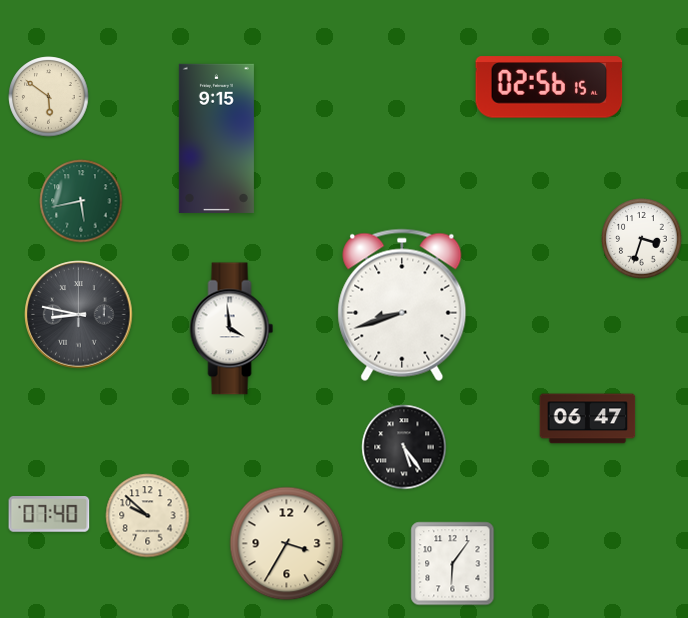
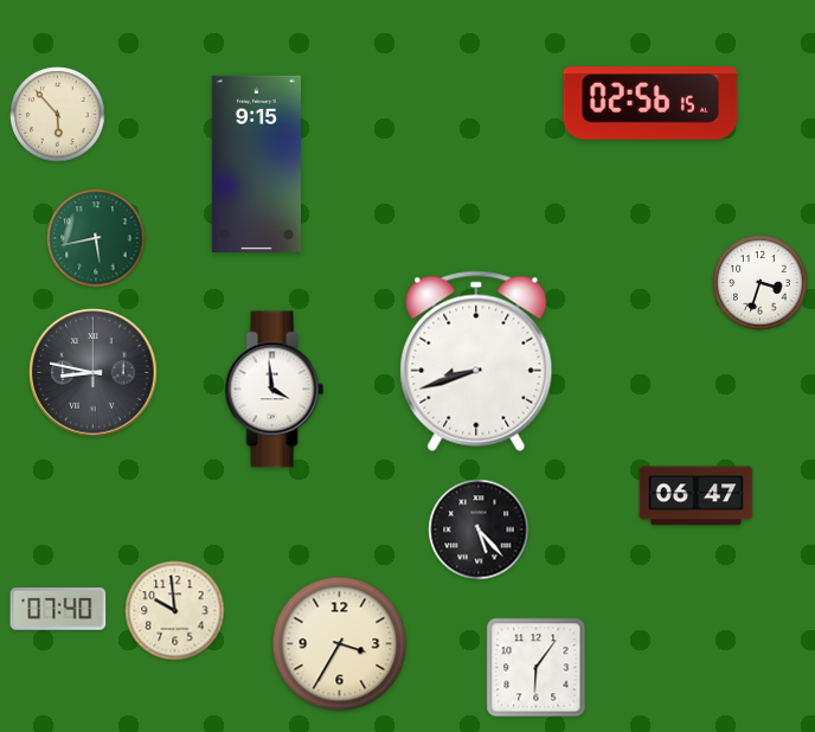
clock at (49, 97): 5:51 -> 5:53
clock at (404, 447): 5:24 -> 5:23
clock at (148, 516): 9:52 -> 9:59
